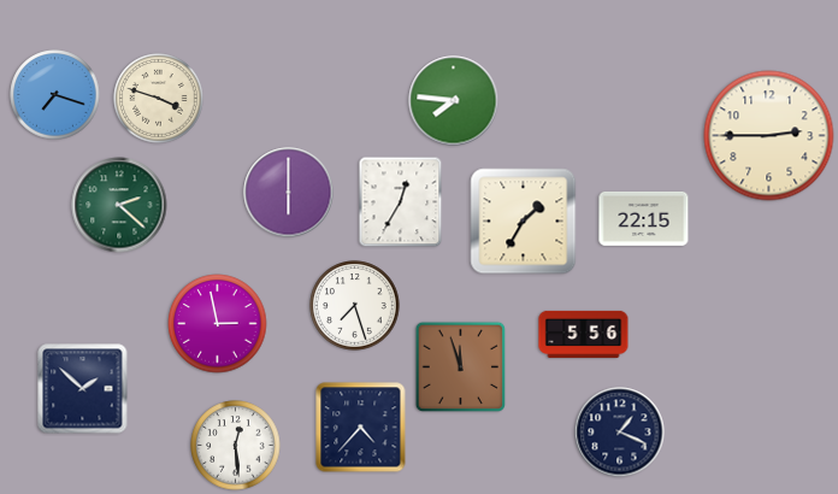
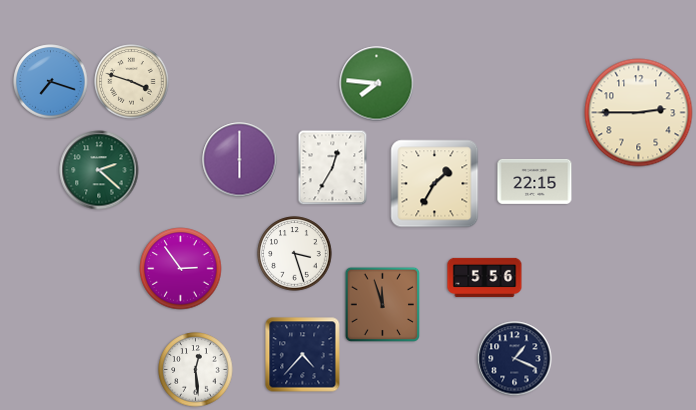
clock at (55, 95) position: (55, 95) -> (51, 82)
clock at (355, 306): 7:27 -> 3:27
clock at (218, 324): 2:58 -> 2:54
clock at (83, 389): 1:52 -> none
clock at (361, 428) position: (361, 428) -> (303, 355)
